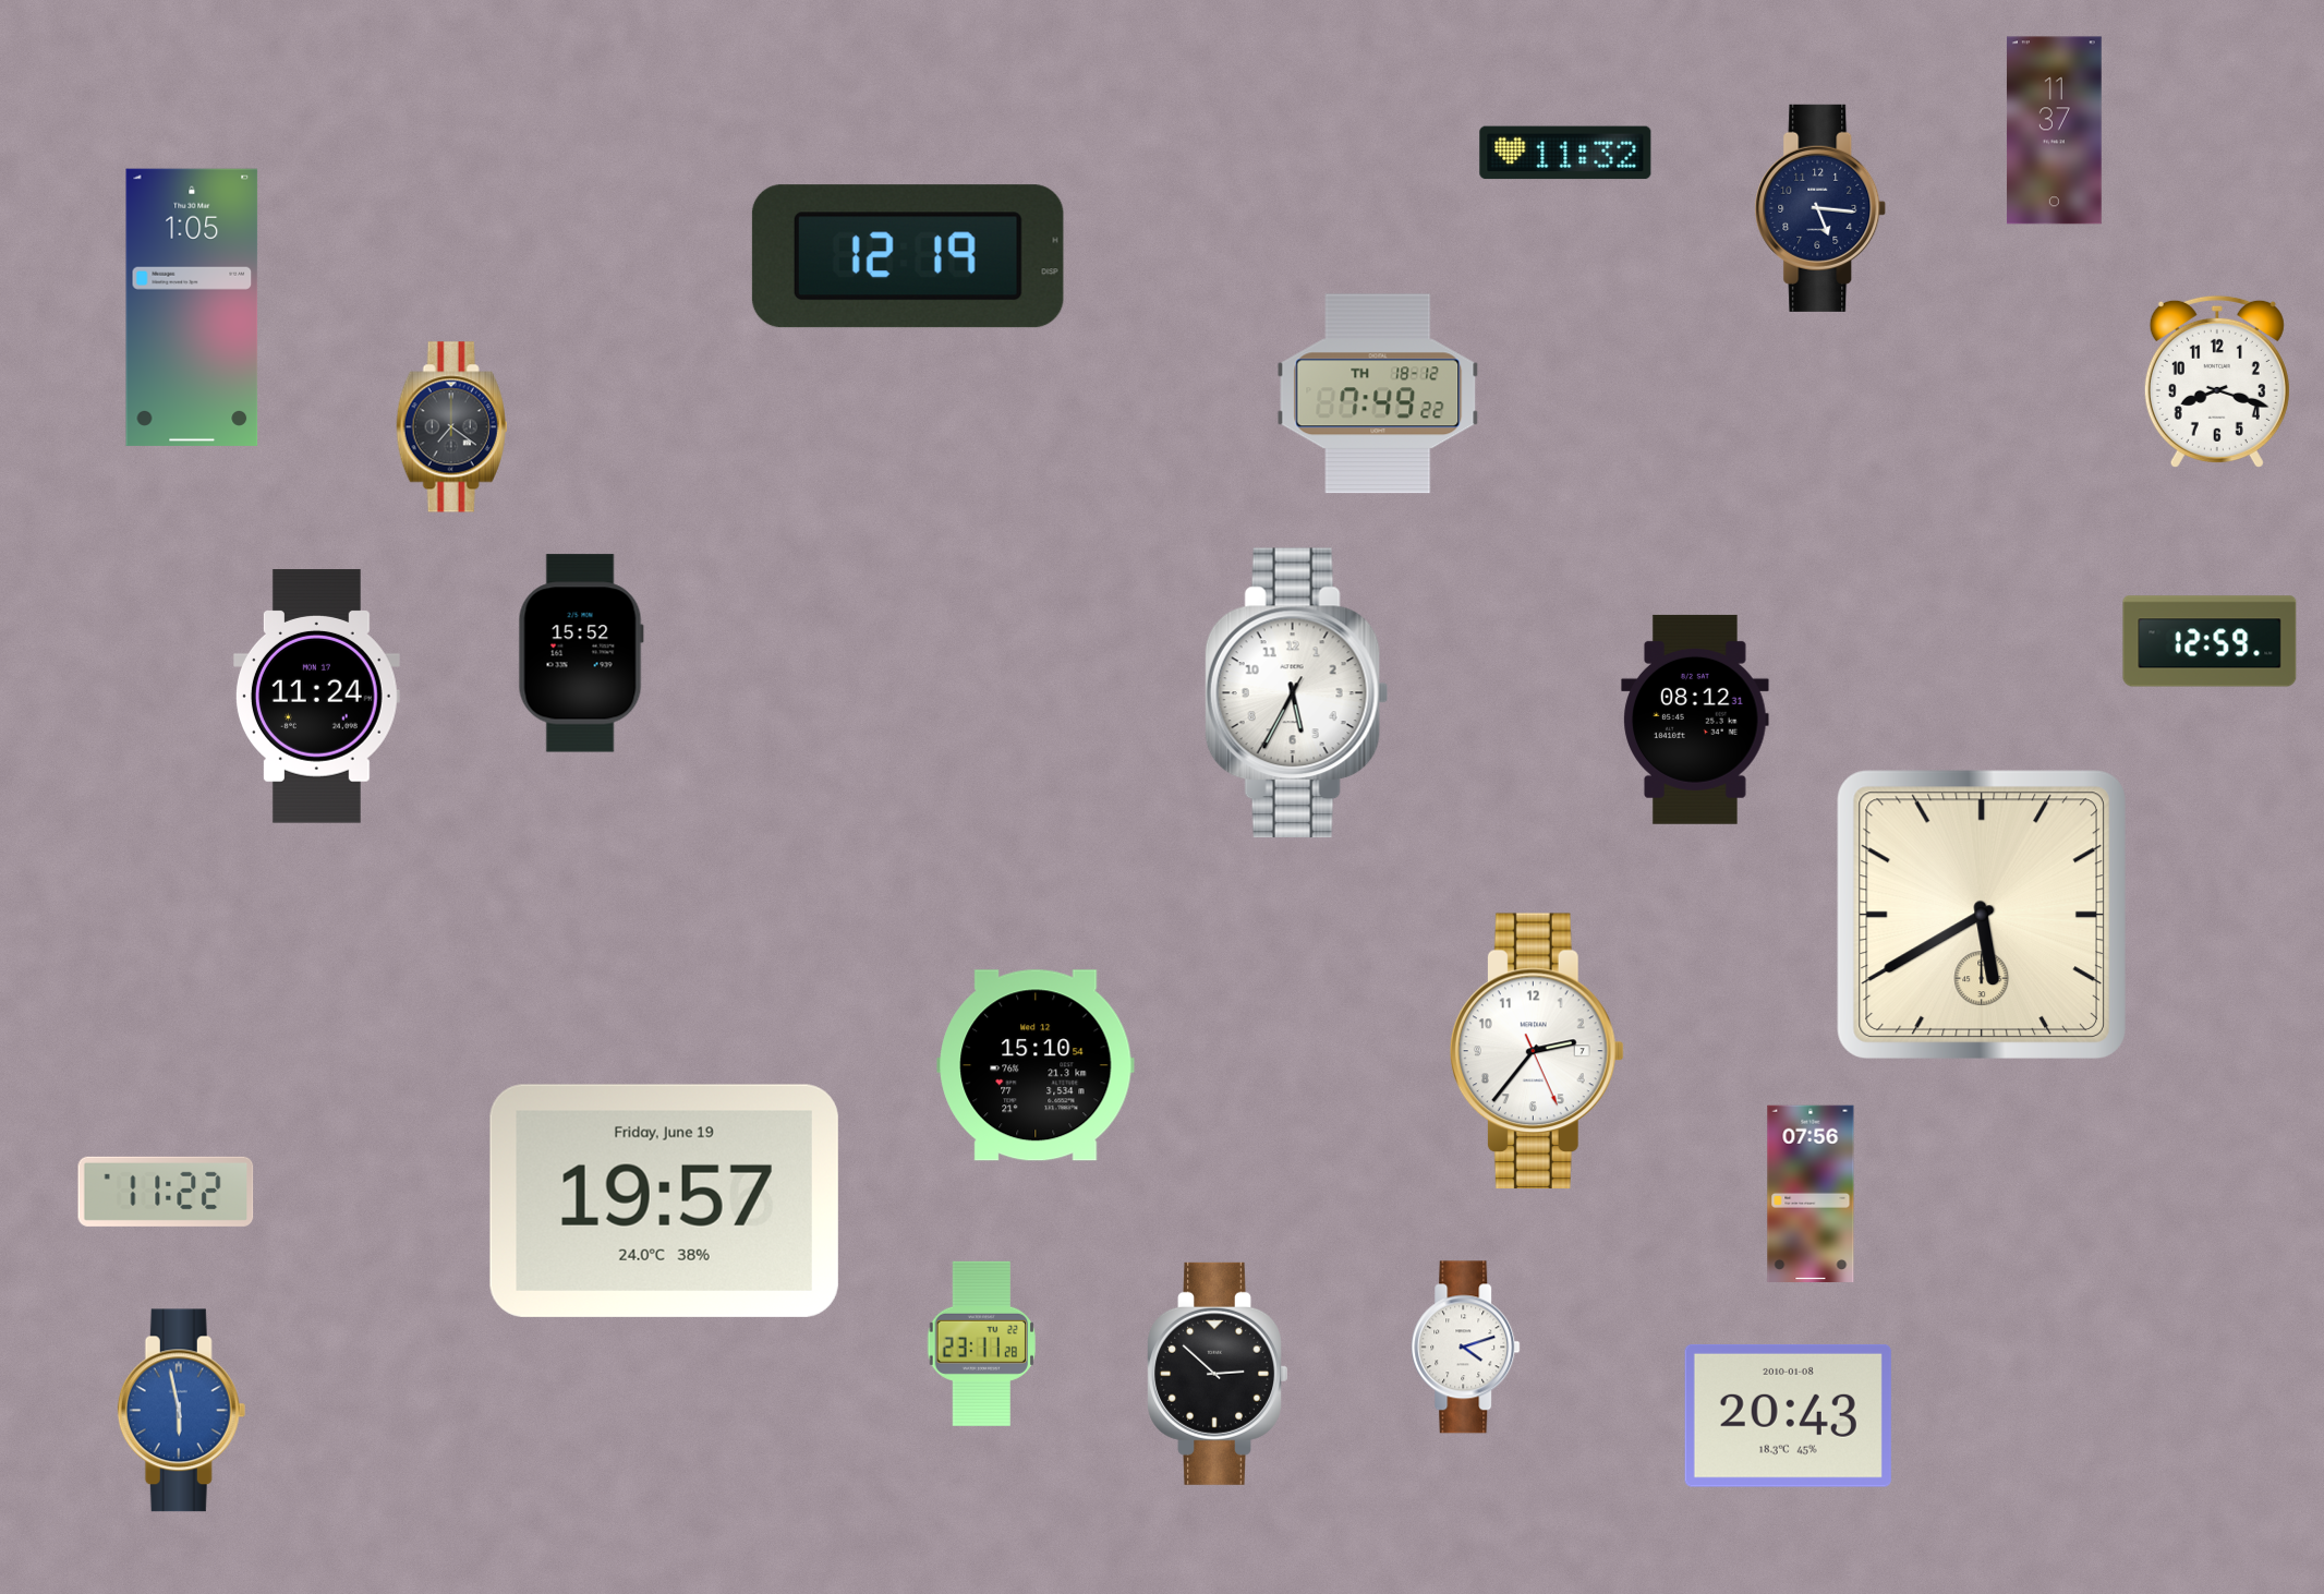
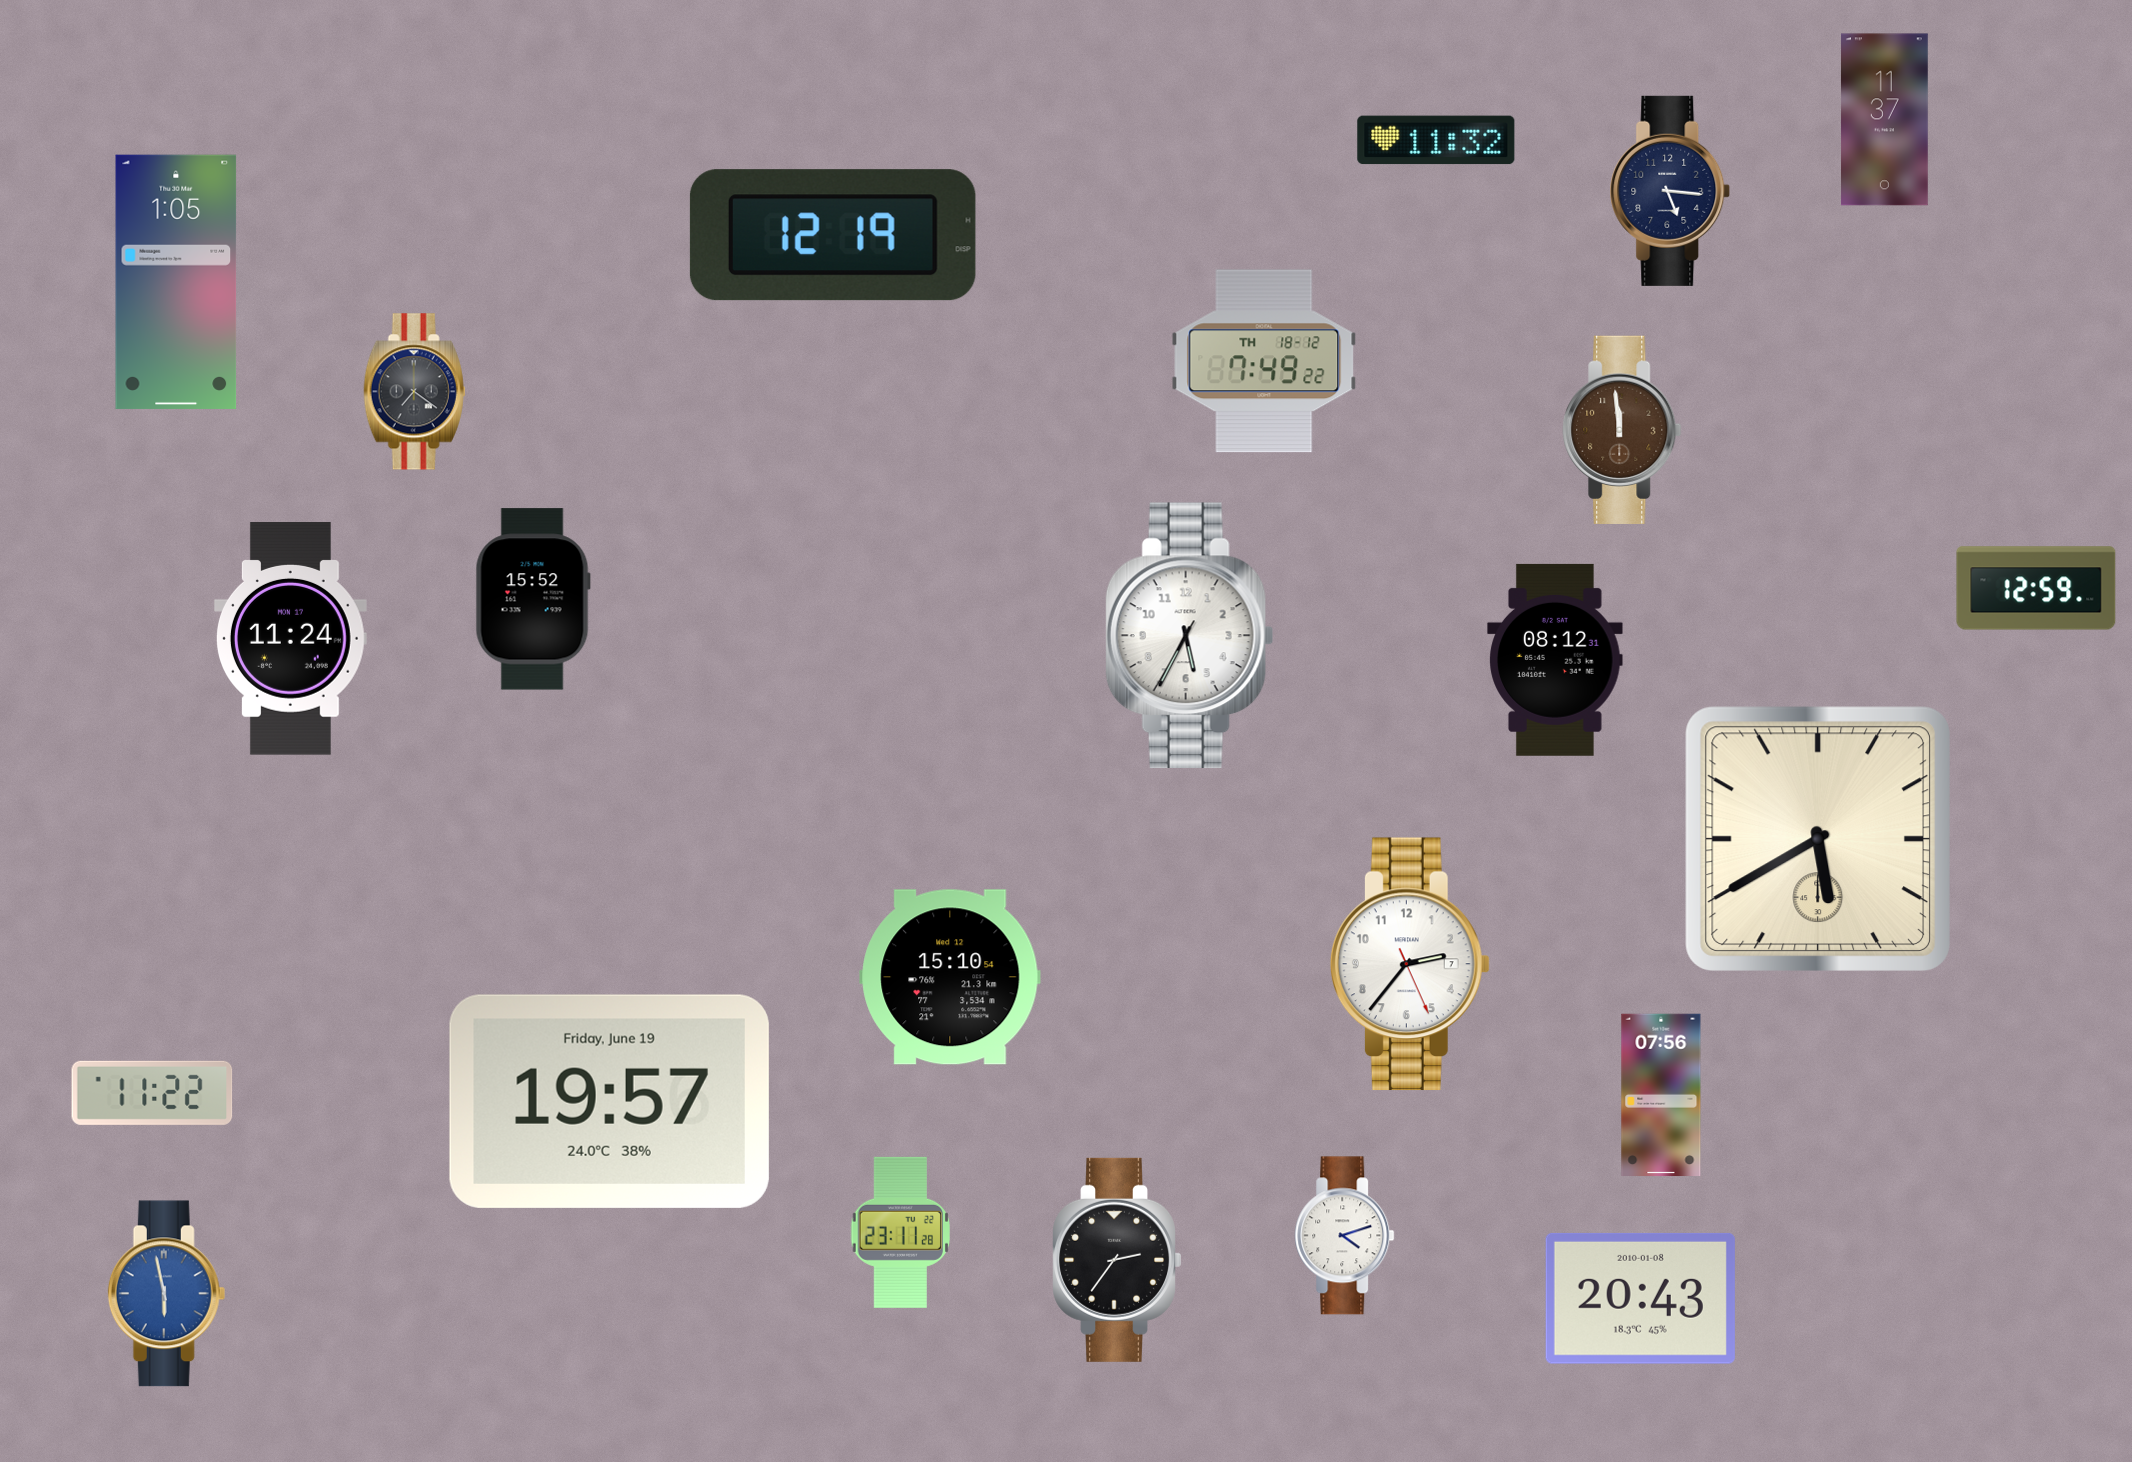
clock at (2217, 382): 8:18 -> none
clock at (1622, 430): none -> 11:59
clock at (2210, 641) position: (2210, 641) -> (2036, 588)
clock at (1217, 1374): 2:52 -> 2:36
